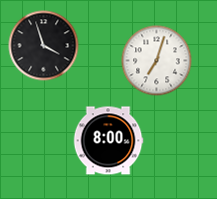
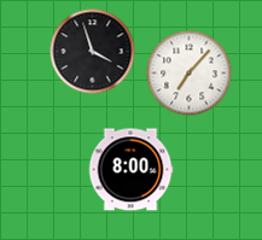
clock at (44, 46) position: (44, 46) -> (93, 52)
clock at (157, 61): 7:03 -> 7:07
